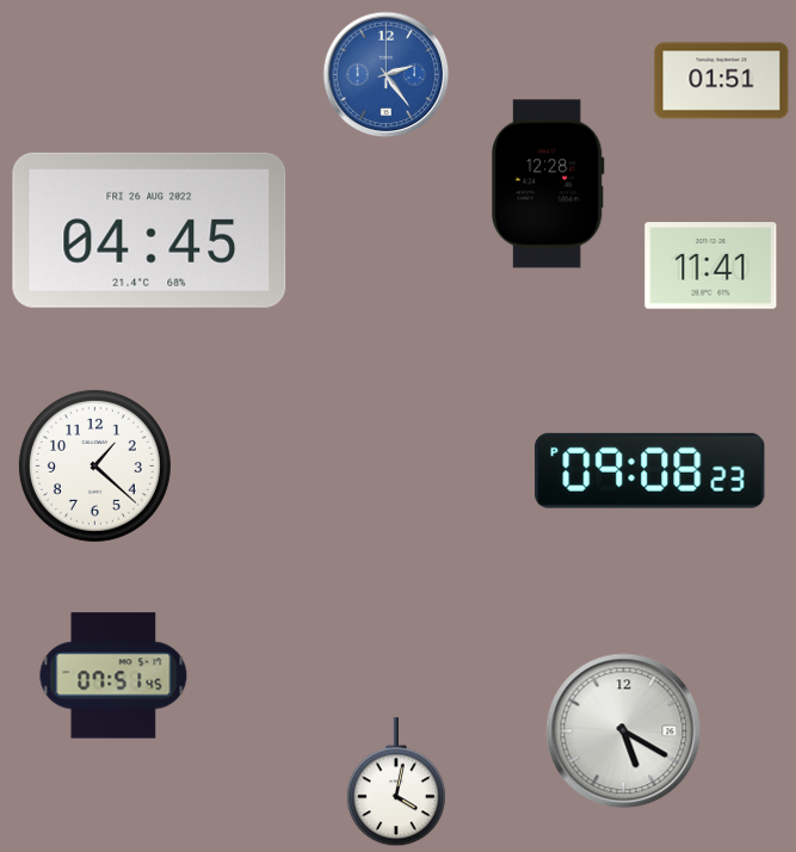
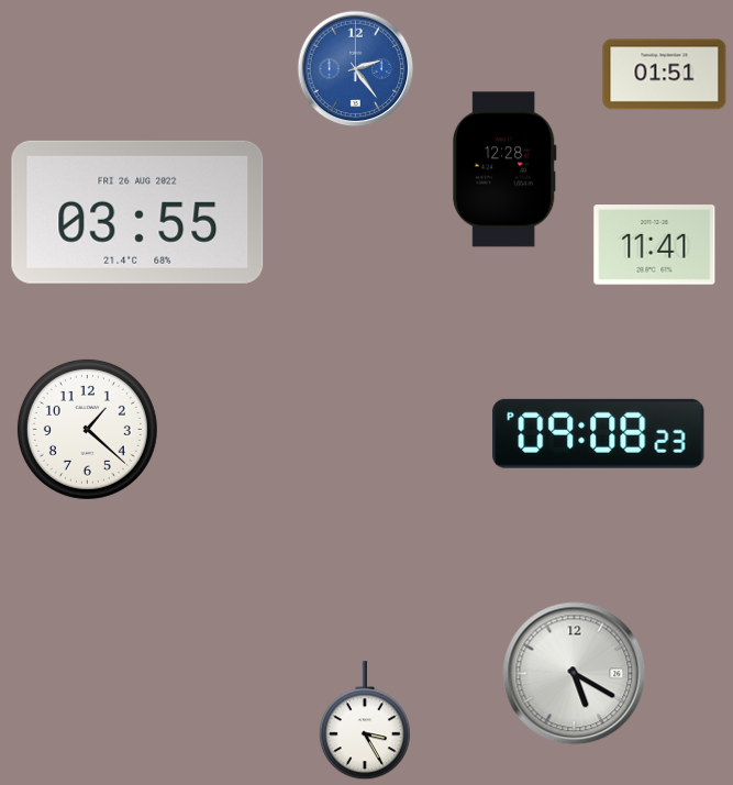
clock at (149, 230): 04:45 -> 03:55
clock at (113, 675): 07:51 -> none
clock at (396, 783): 4:02 -> 3:25
